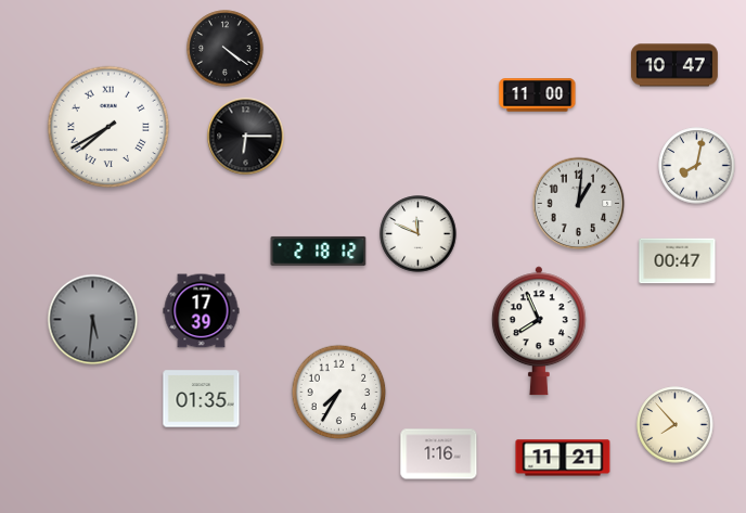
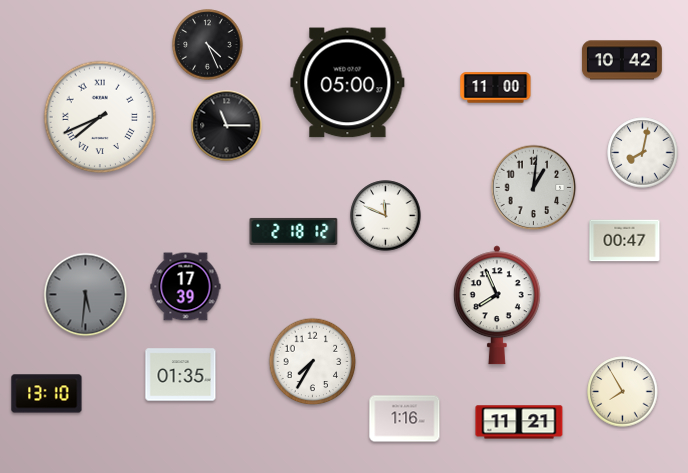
clock at (226, 49): 4:21 -> 4:26
clock at (674, 65): 10:47 -> 10:42
clock at (348, 83): none -> 05:00
clock at (108, 127): 7:40 -> 7:41
clock at (246, 137): 6:15 -> 11:15
clock at (202, 399) position: (202, 399) -> (181, 375)
clock at (676, 425): 7:53 -> 7:55
clock at (47, 394): none -> 13:10
